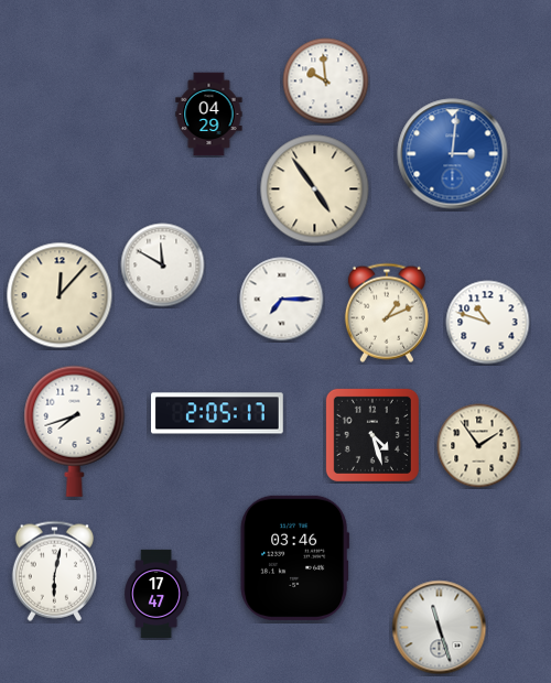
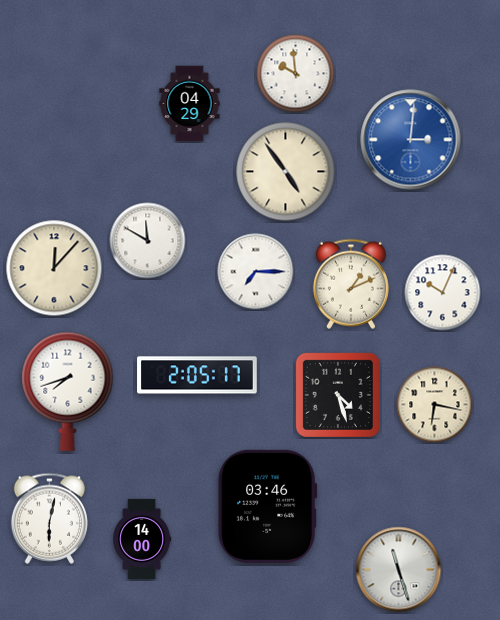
clock at (488, 323): 10:48 -> 10:04
clock at (479, 446): 1:54 -> 6:17
clock at (156, 593): 17:47 -> 14:00
